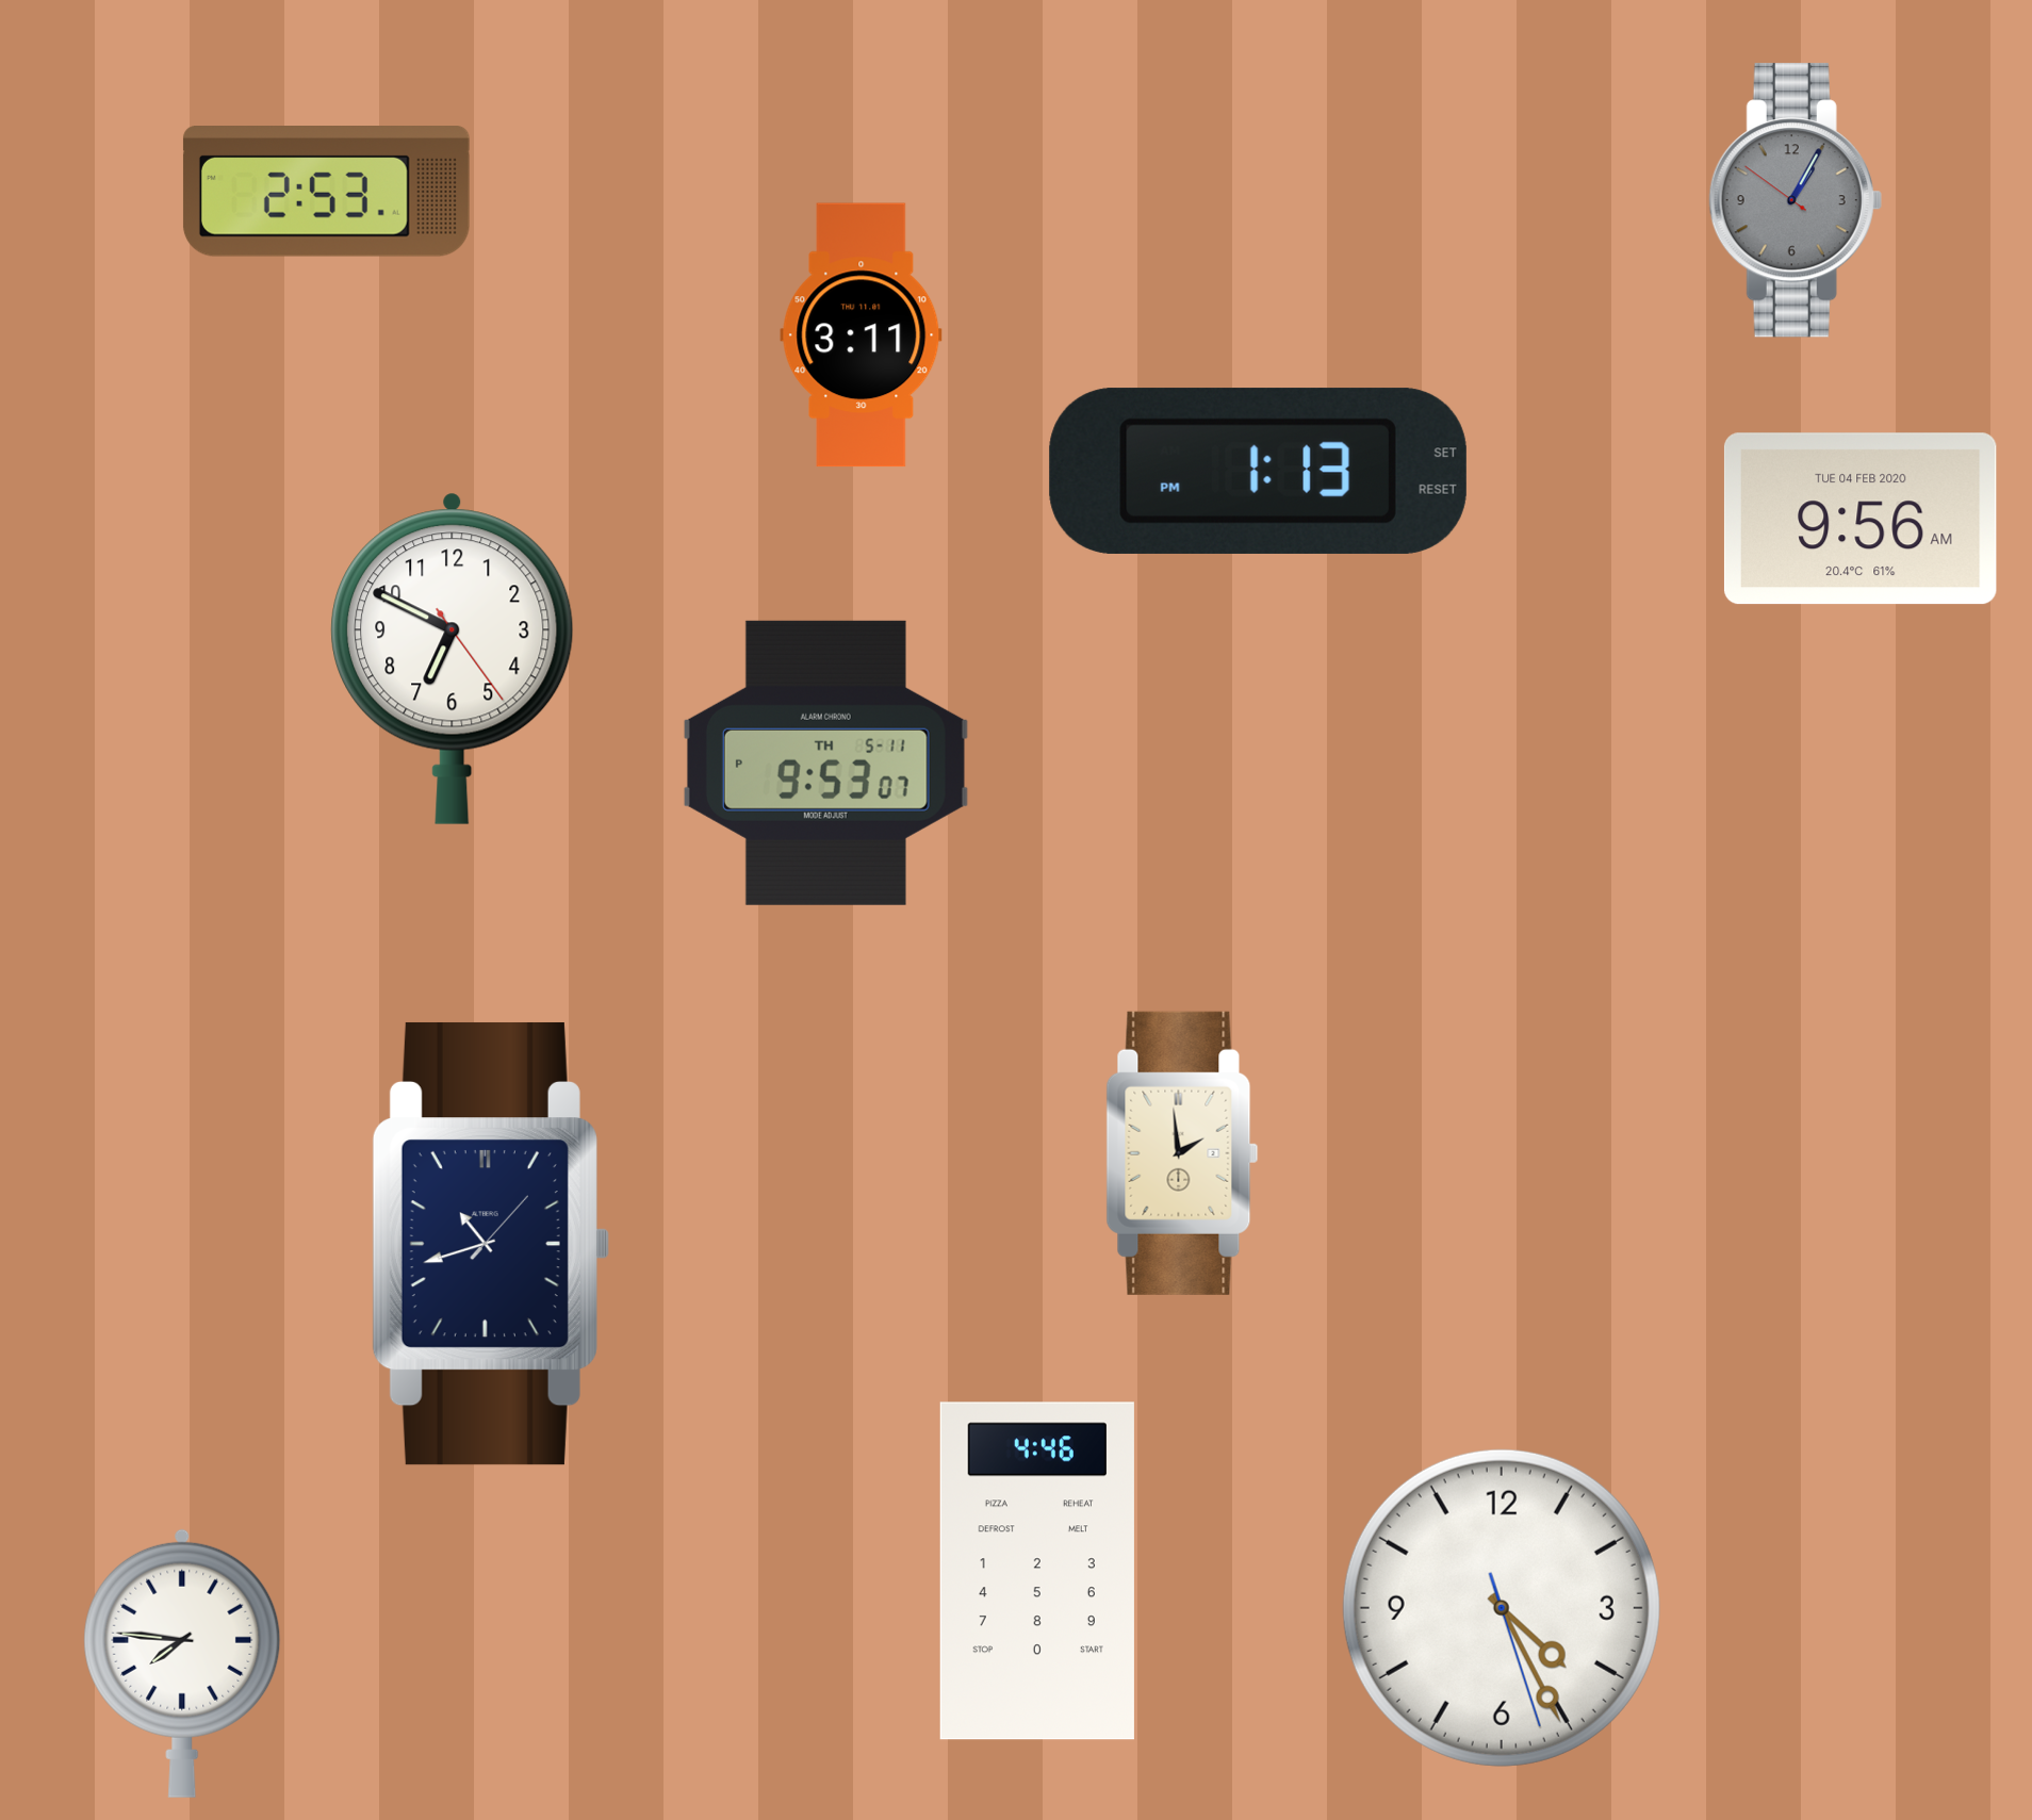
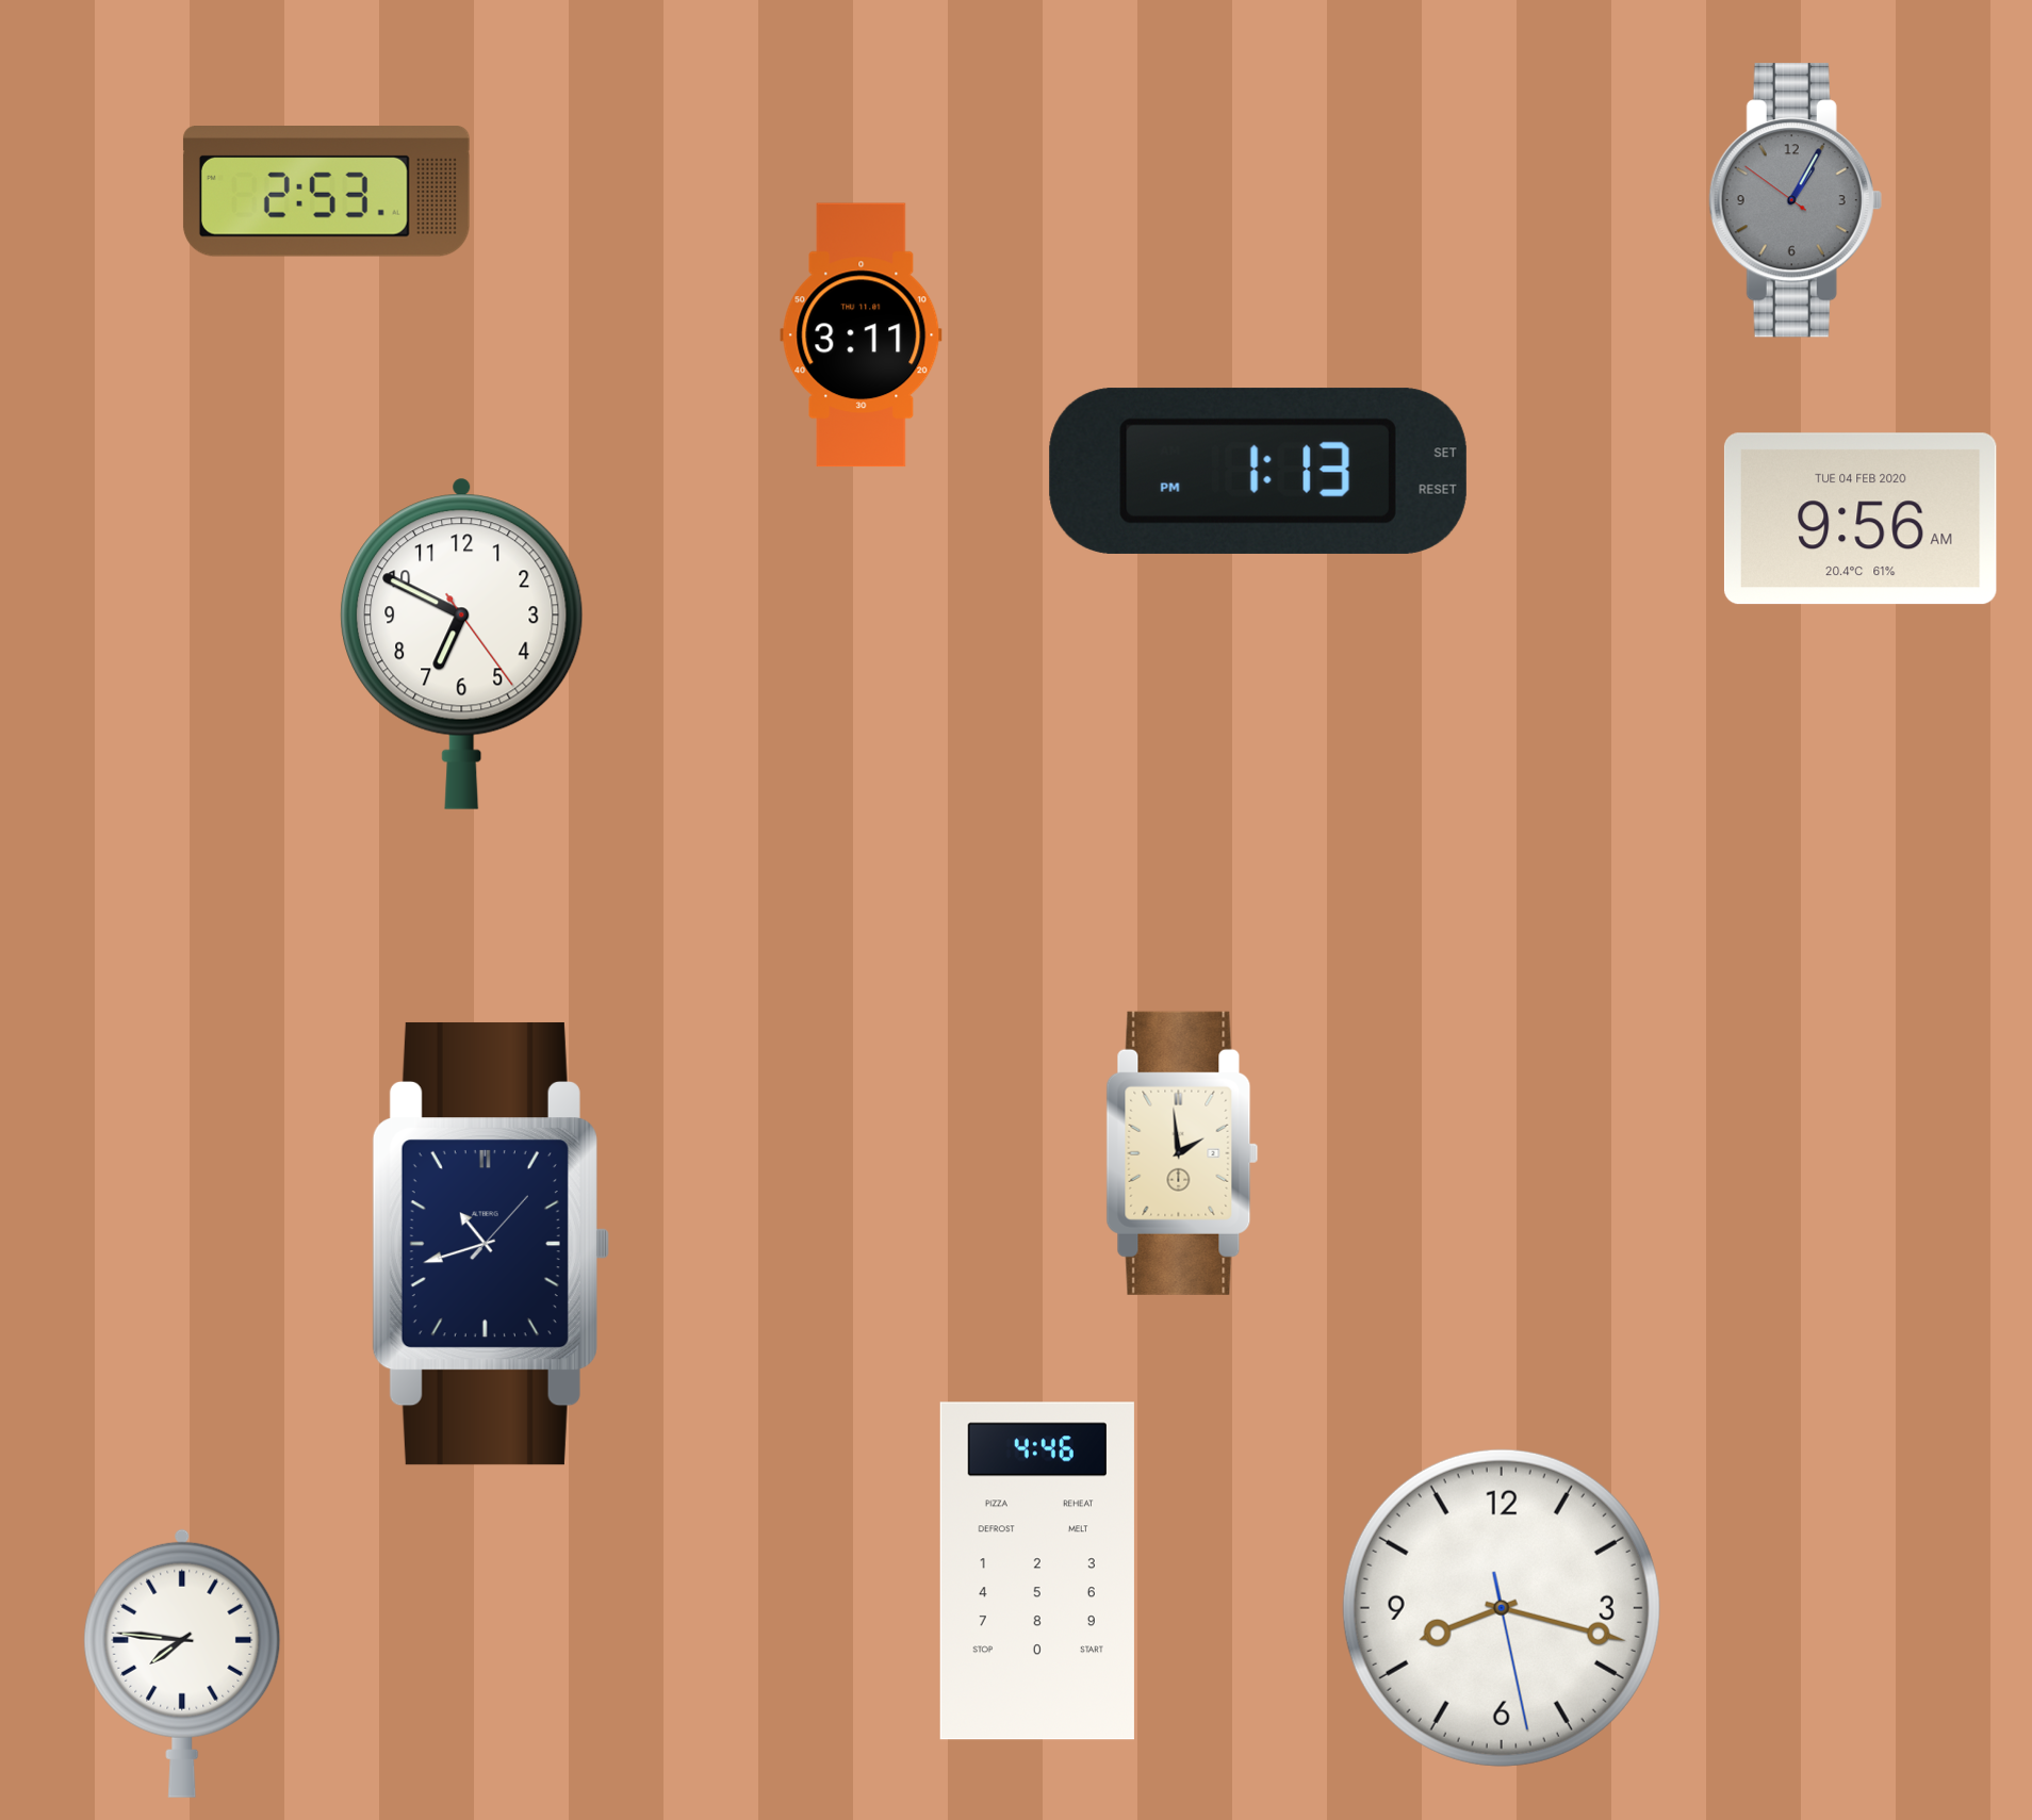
clock at (453, 658) position: (453, 658) -> (462, 643)
clock at (825, 763): 9:53 -> none
clock at (1502, 1608): 4:25 -> 8:17
